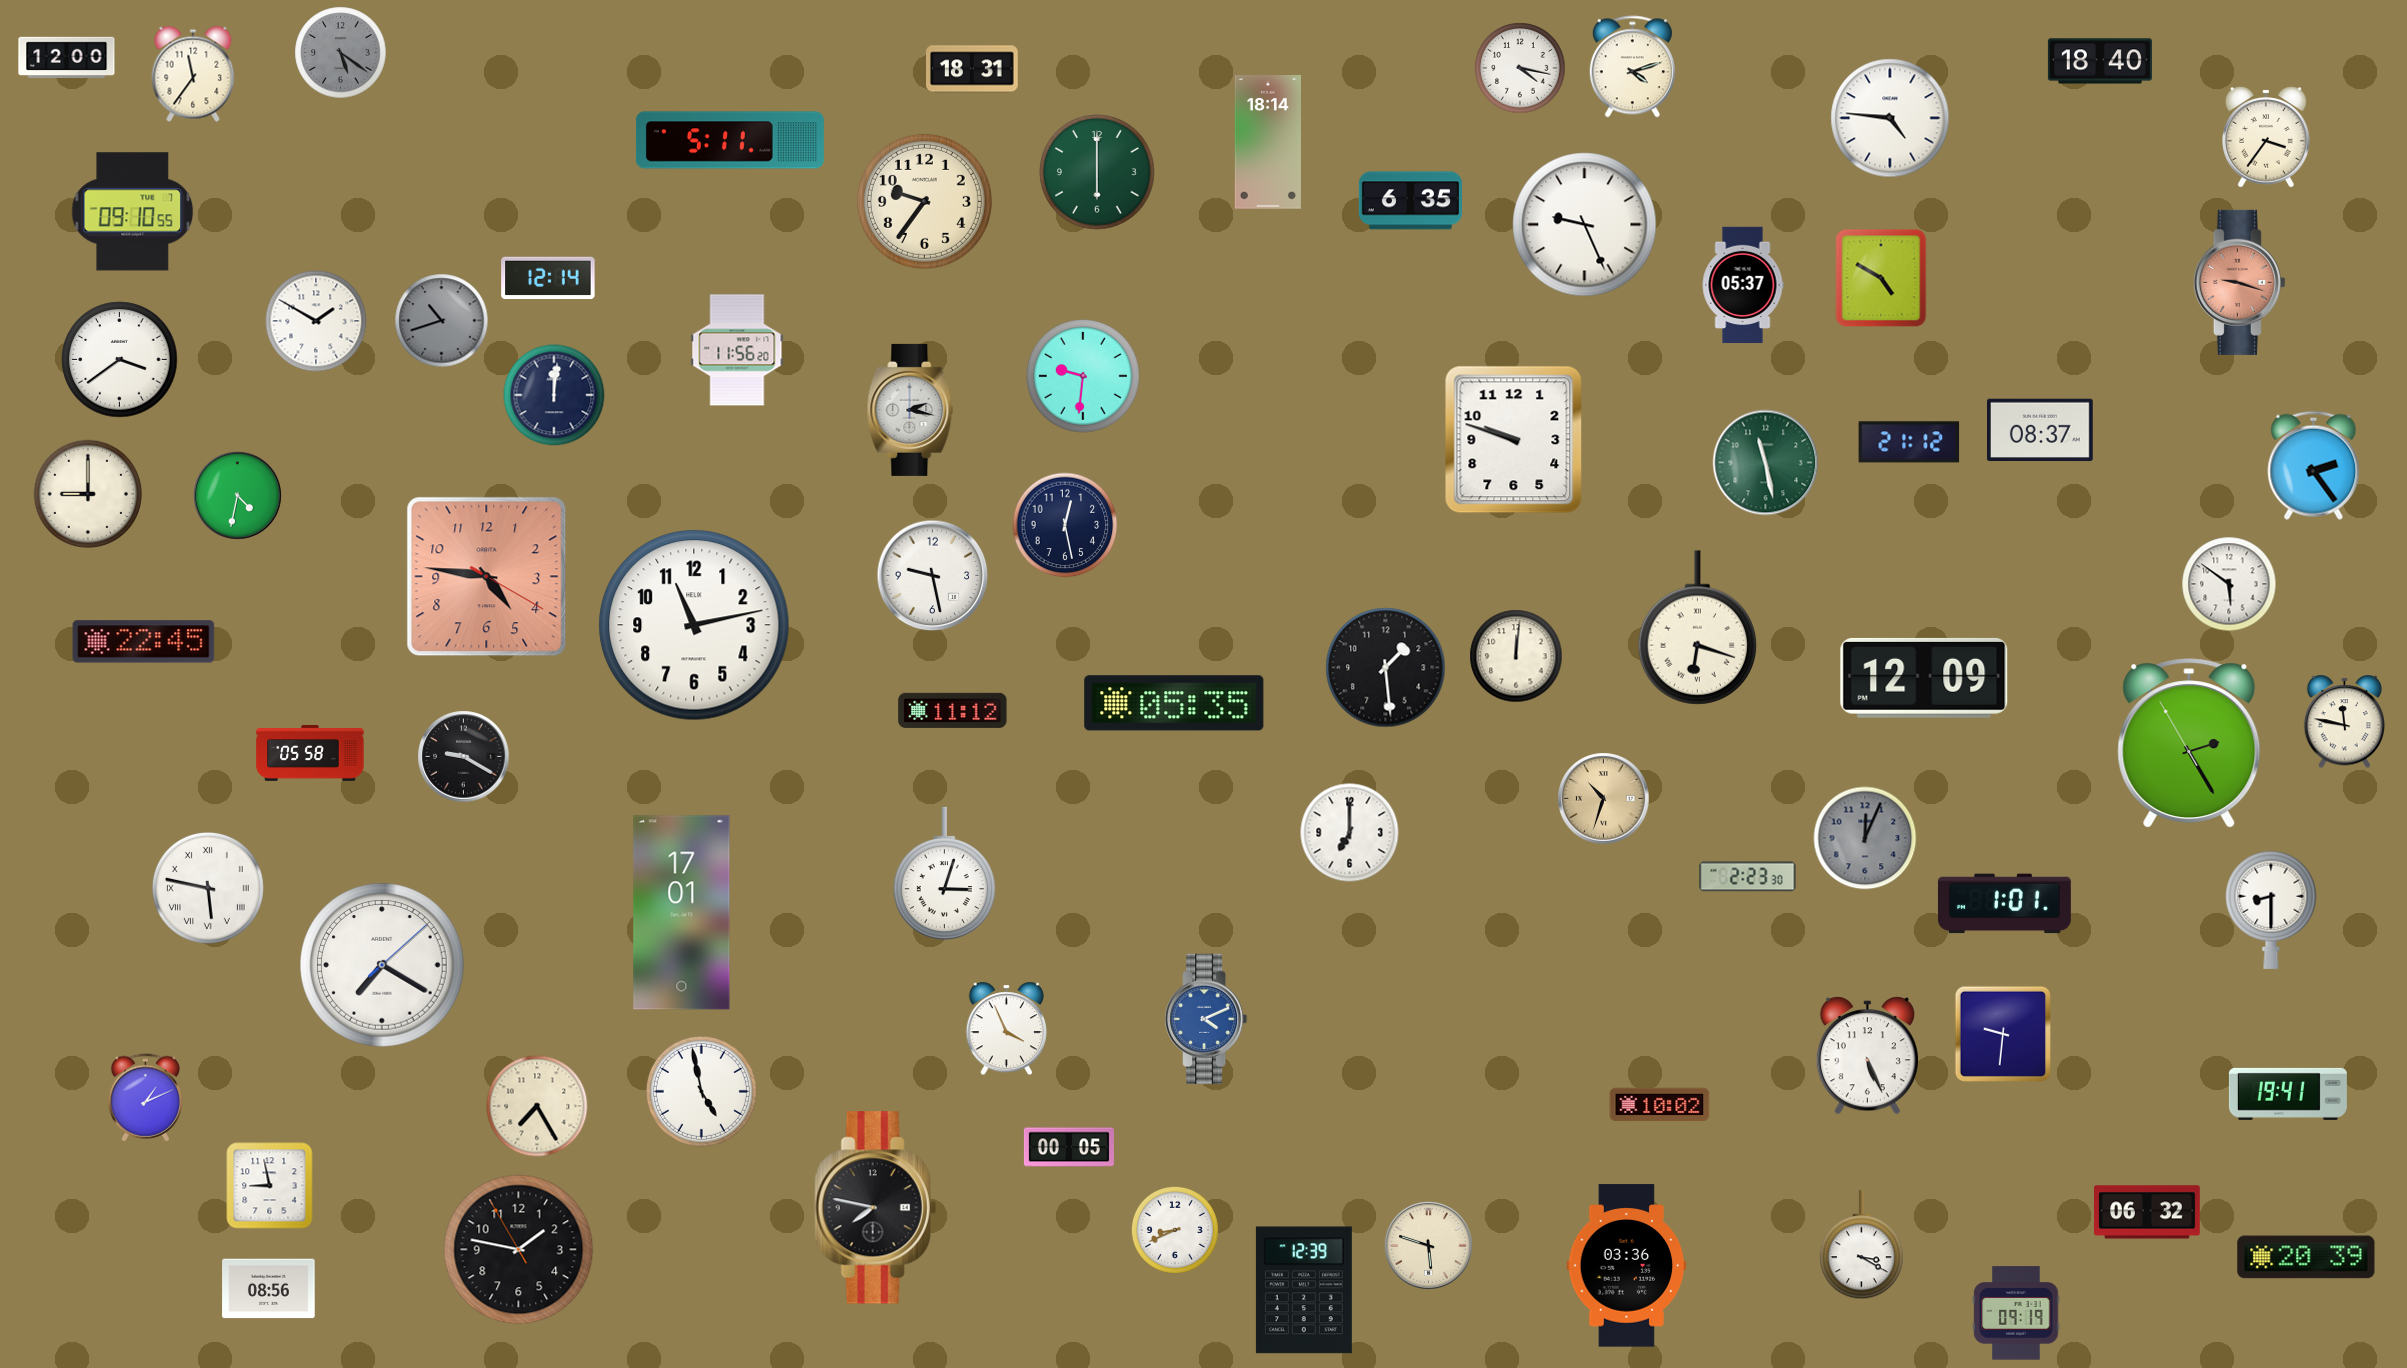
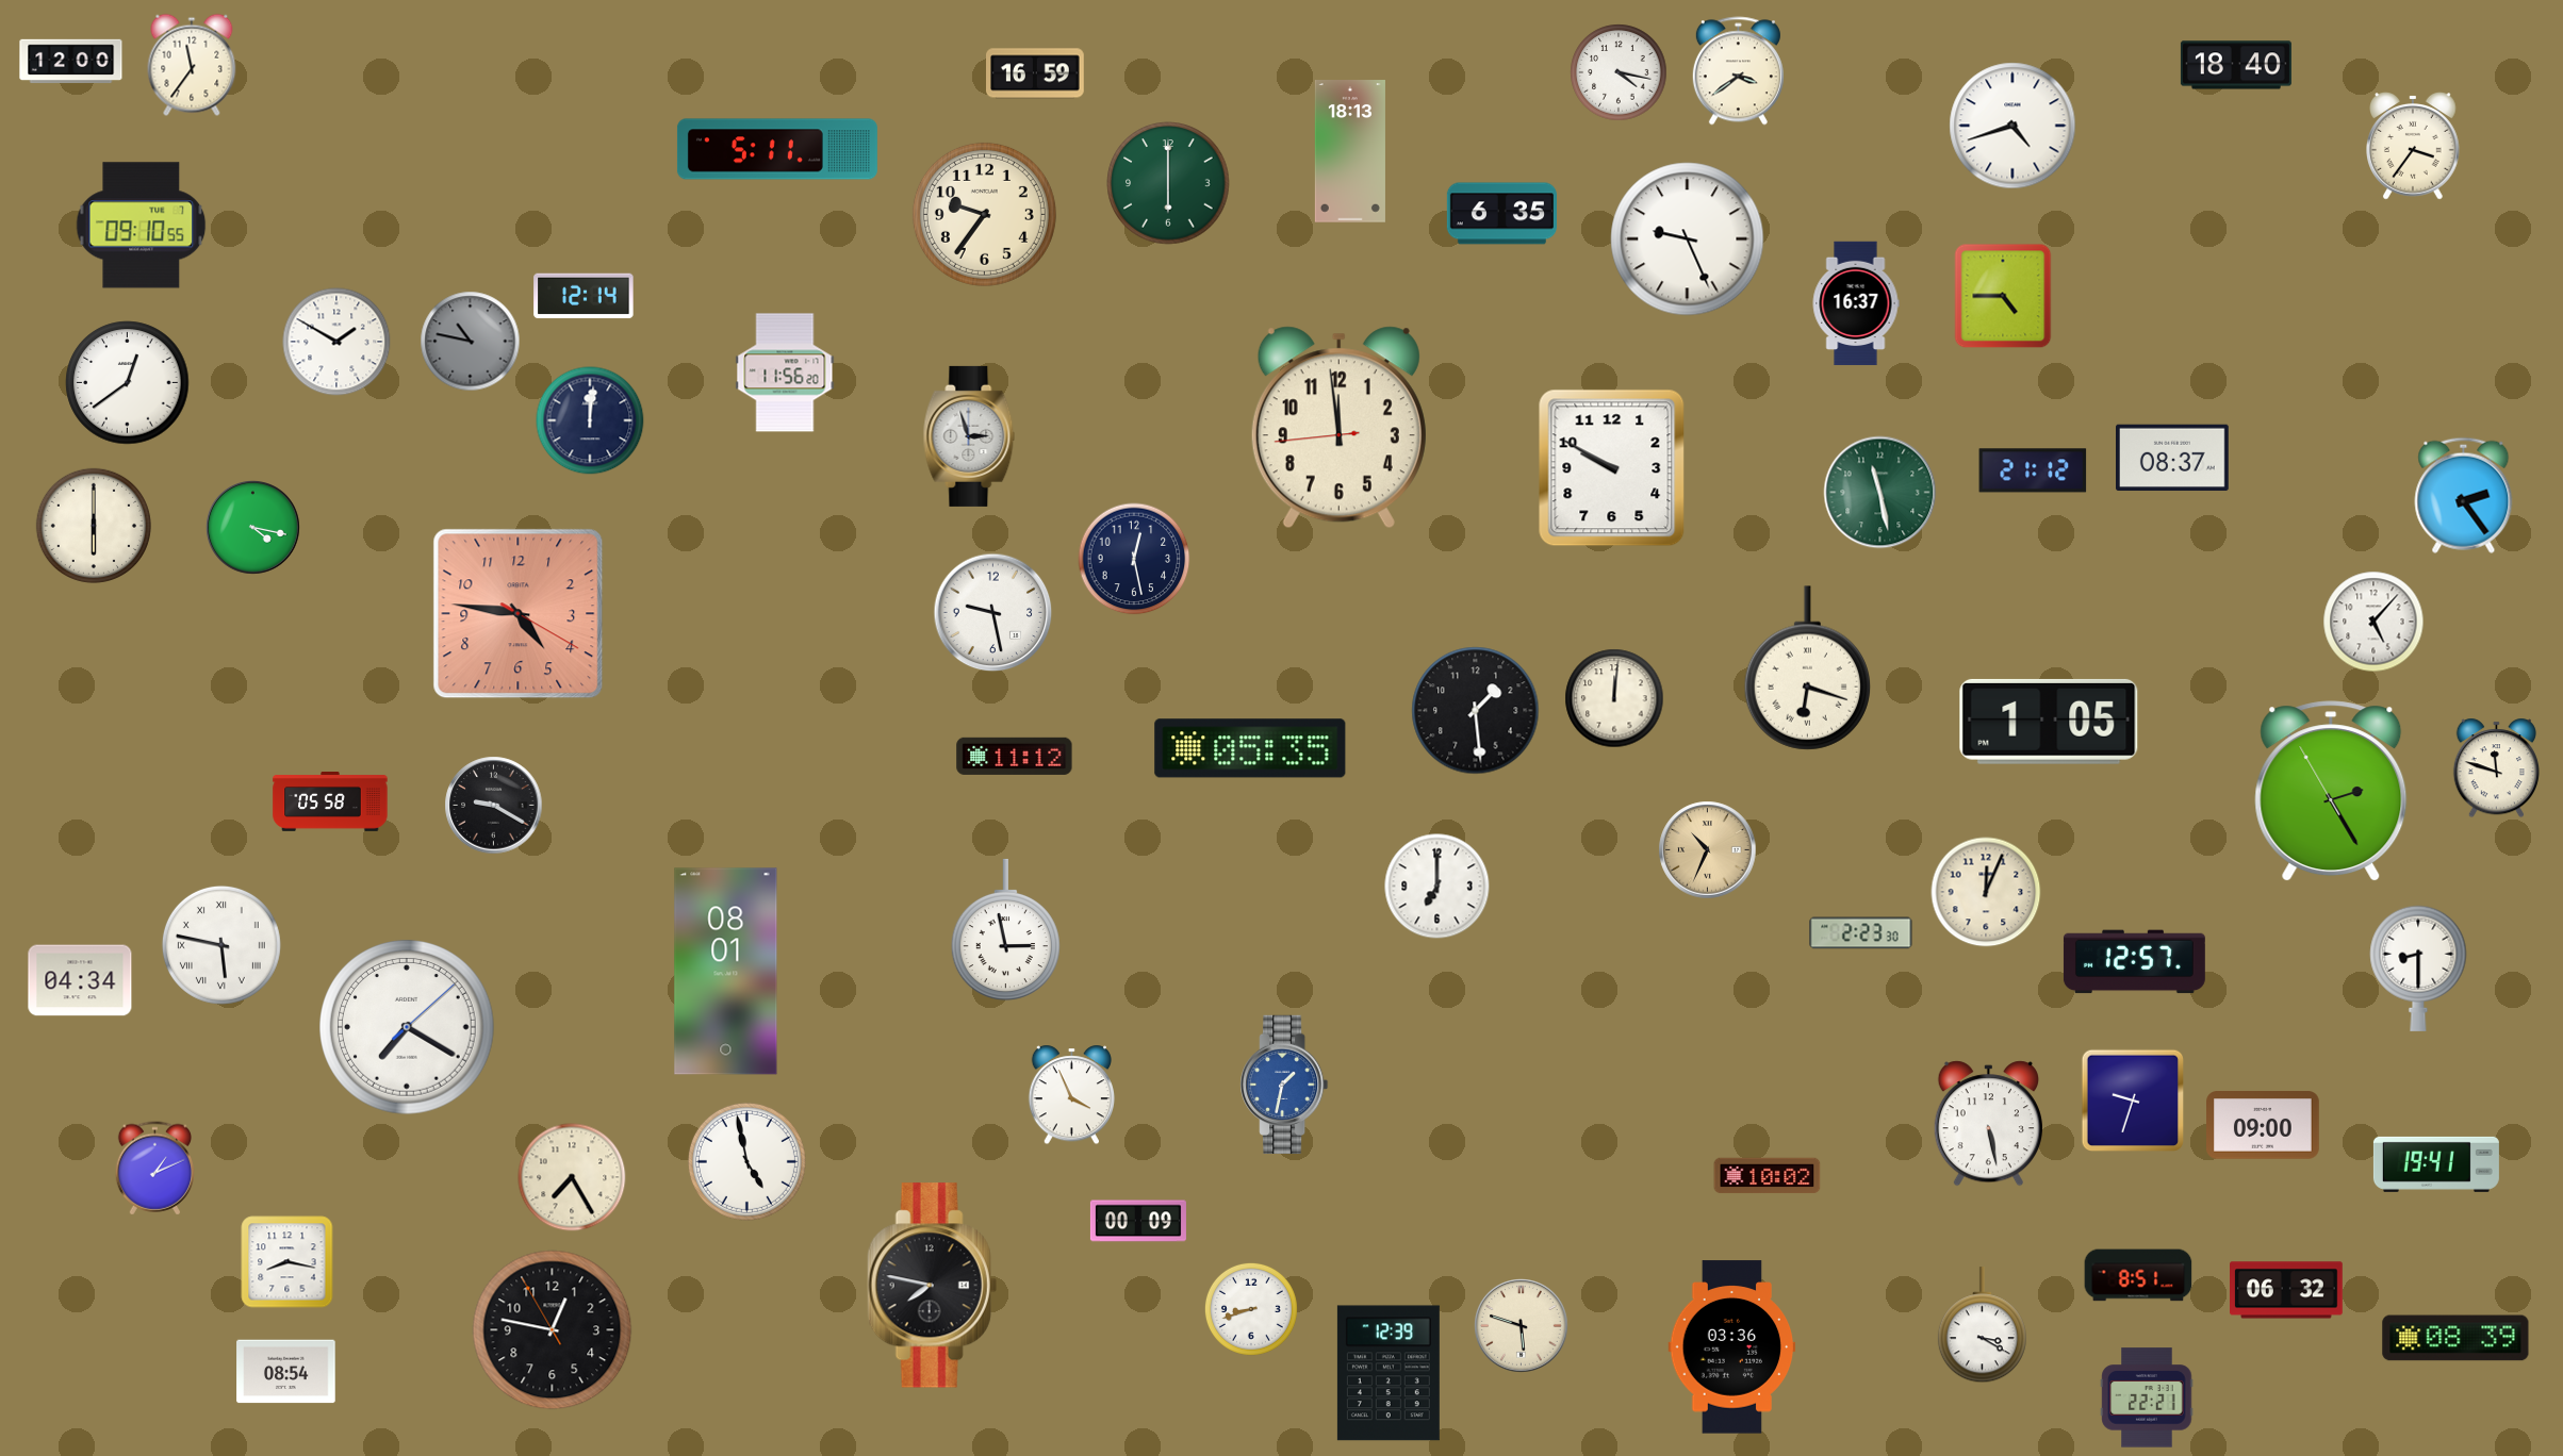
clock at (341, 53): 5:21 -> none
clock at (1632, 67): 4:12 -> 3:39
clock at (973, 69): 18:31 -> 16:59
clock at (193, 74) position: (193, 74) -> (192, 65)
clock at (1890, 118): 4:46 -> 4:42
clock at (1268, 142): 18:14 -> 18:13
clock at (1881, 278): 4:50 -> 4:45
clock at (2239, 282): 9:18 -> none
clock at (1743, 285): 05:37 -> 16:37
clock at (442, 321): 10:42 -> 10:47
clock at (120, 360): 3:39 -> 12:39
clock at (1084, 377): 9:31 -> none
clock at (1338, 428): none -> 11:58
clock at (910, 410): 2:17 -> 2:57
clock at (1514, 440): 9:48 -> 9:50
clock at (88, 494): 9:00 -> 6:00
clock at (238, 496): 4:32 -> 4:17
clock at (2229, 584): 5:51 -> 5:07
clock at (694, 625): 11:13 -> none
clock at (144, 642): 22:45 -> none
clock at (1924, 678): 12:09 -> 1:05
clock at (2344, 722): 11:47 -> 11:48
clock at (1604, 799): 10:33 -> 10:34
clock at (1865, 838) dial: grey -> cream
clock at (944, 874): 3:03 -> 2:58
clock at (2004, 904): 1:01 -> 12:57
clock at (682, 913): 17:01 -> 08:01
clock at (80, 980): none -> 04:34
clock at (1206, 1018): 4:11 -> 1:32
clock at (2003, 1034): 9:31 -> 9:33
clock at (1867, 1056): 5:26 -> 5:28
clock at (2264, 1125): none -> 09:00
clock at (1069, 1147): 00:05 -> 00:09
clock at (270, 1186): 8:58 -> 8:17
clock at (2138, 1275): none -> 8:51
clock at (1175, 1230): 8:41 -> 8:42
clock at (519, 1250): 1:46 -> 12:46
clock at (2306, 1257): 20:39 -> 08:39
clock at (269, 1289): 08:56 -> 08:54
clock at (2016, 1313): 09:19 -> 22:21
